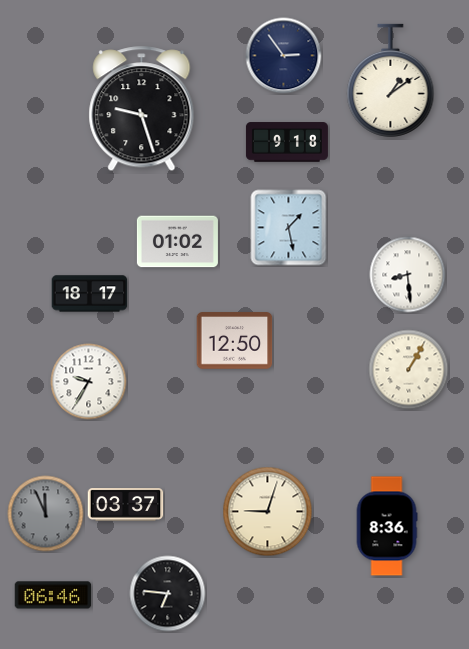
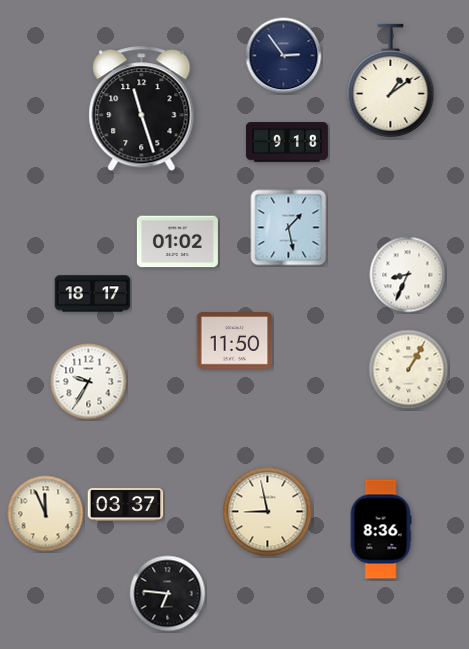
clock at (142, 109): 9:27 -> 11:27
clock at (408, 275): 8:29 -> 8:34
clock at (90, 294) position: (90, 294) -> (93, 294)
clock at (235, 341): 12:50 -> 11:50
clock at (268, 512): 9:03 -> 8:58
clock at (46, 514) dial: grey -> cream
clock at (387, 526) position: (387, 526) -> (381, 529)
clock at (53, 595): 06:46 -> none
